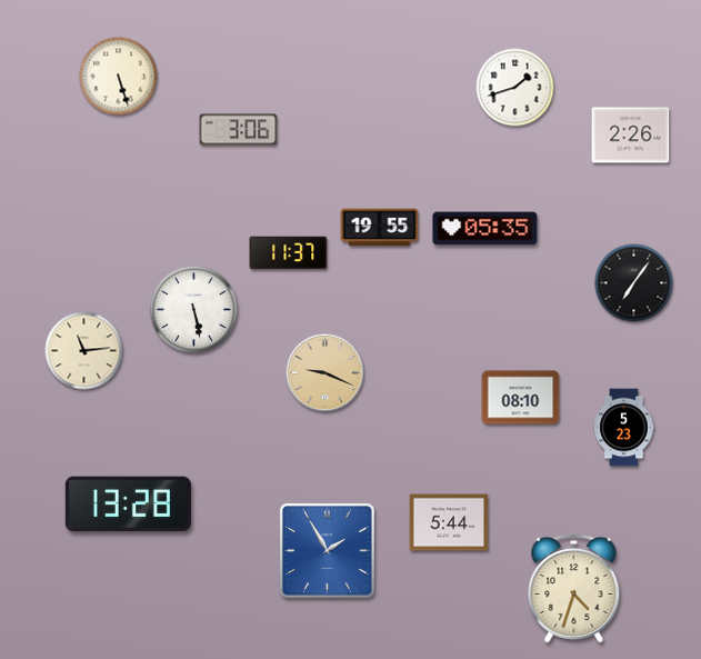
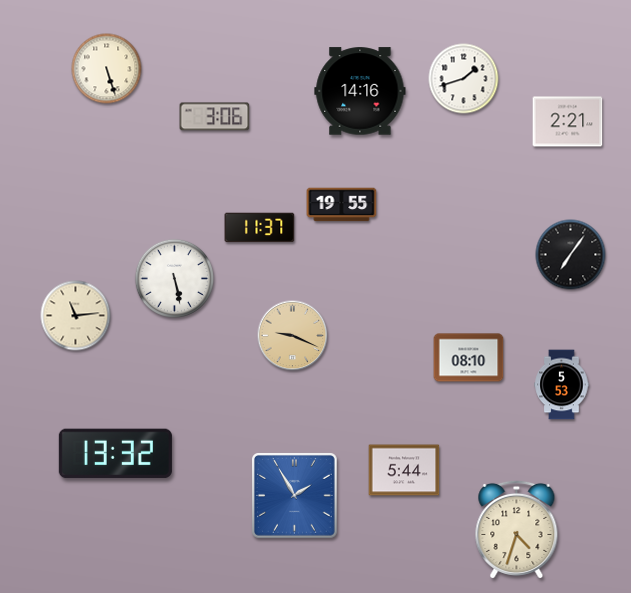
clock at (360, 91): none -> 14:16
clock at (631, 136): 2:26 -> 2:21
clock at (485, 229): 05:35 -> none
clock at (624, 428): 5:23 -> 5:53
clock at (128, 505): 13:28 -> 13:32
